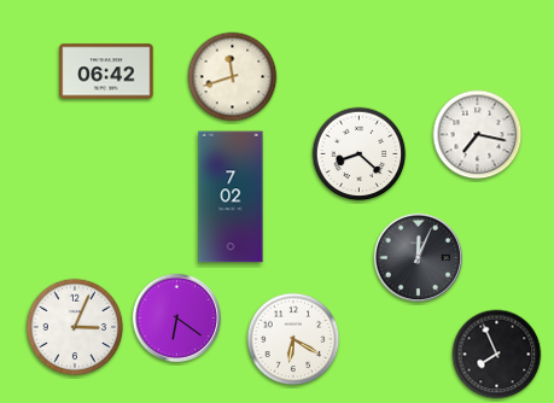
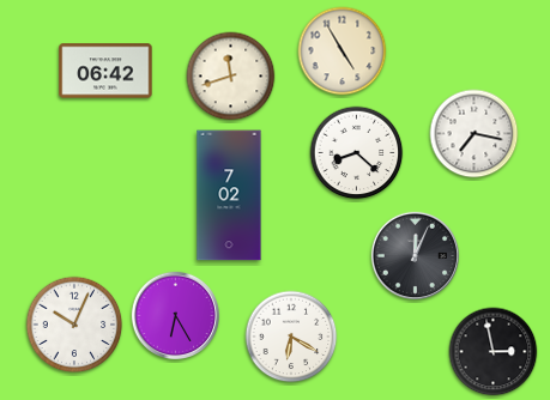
clock at (343, 51): none -> 4:55
clock at (176, 317): 6:21 -> 6:25
clock at (75, 327): 3:04 -> 10:04
clock at (497, 355): 7:56 -> 2:58
